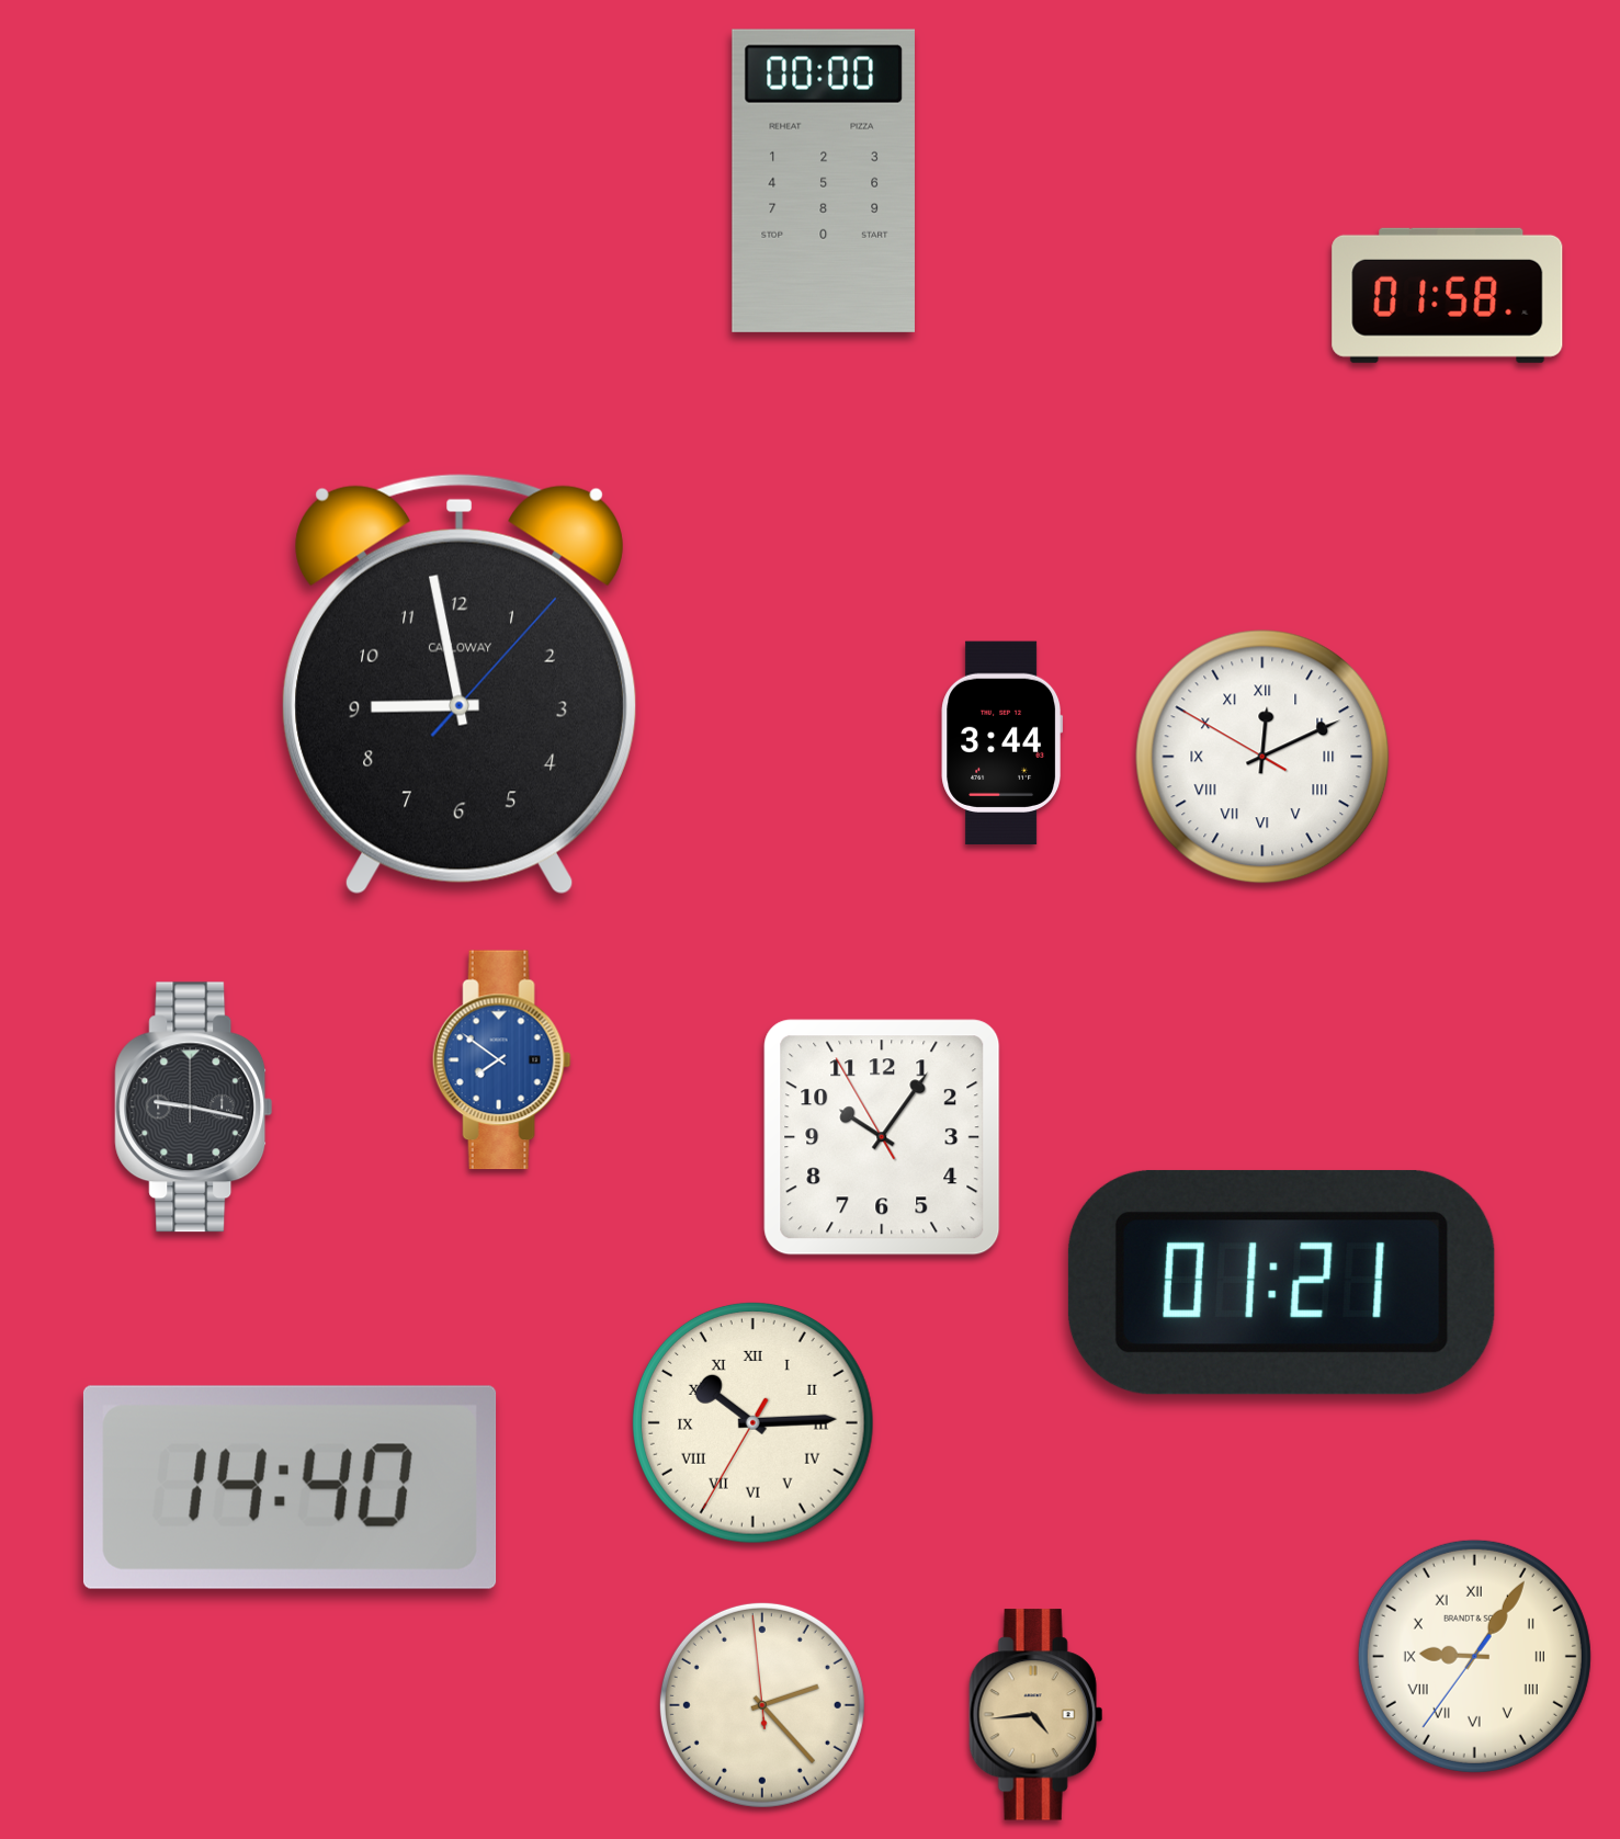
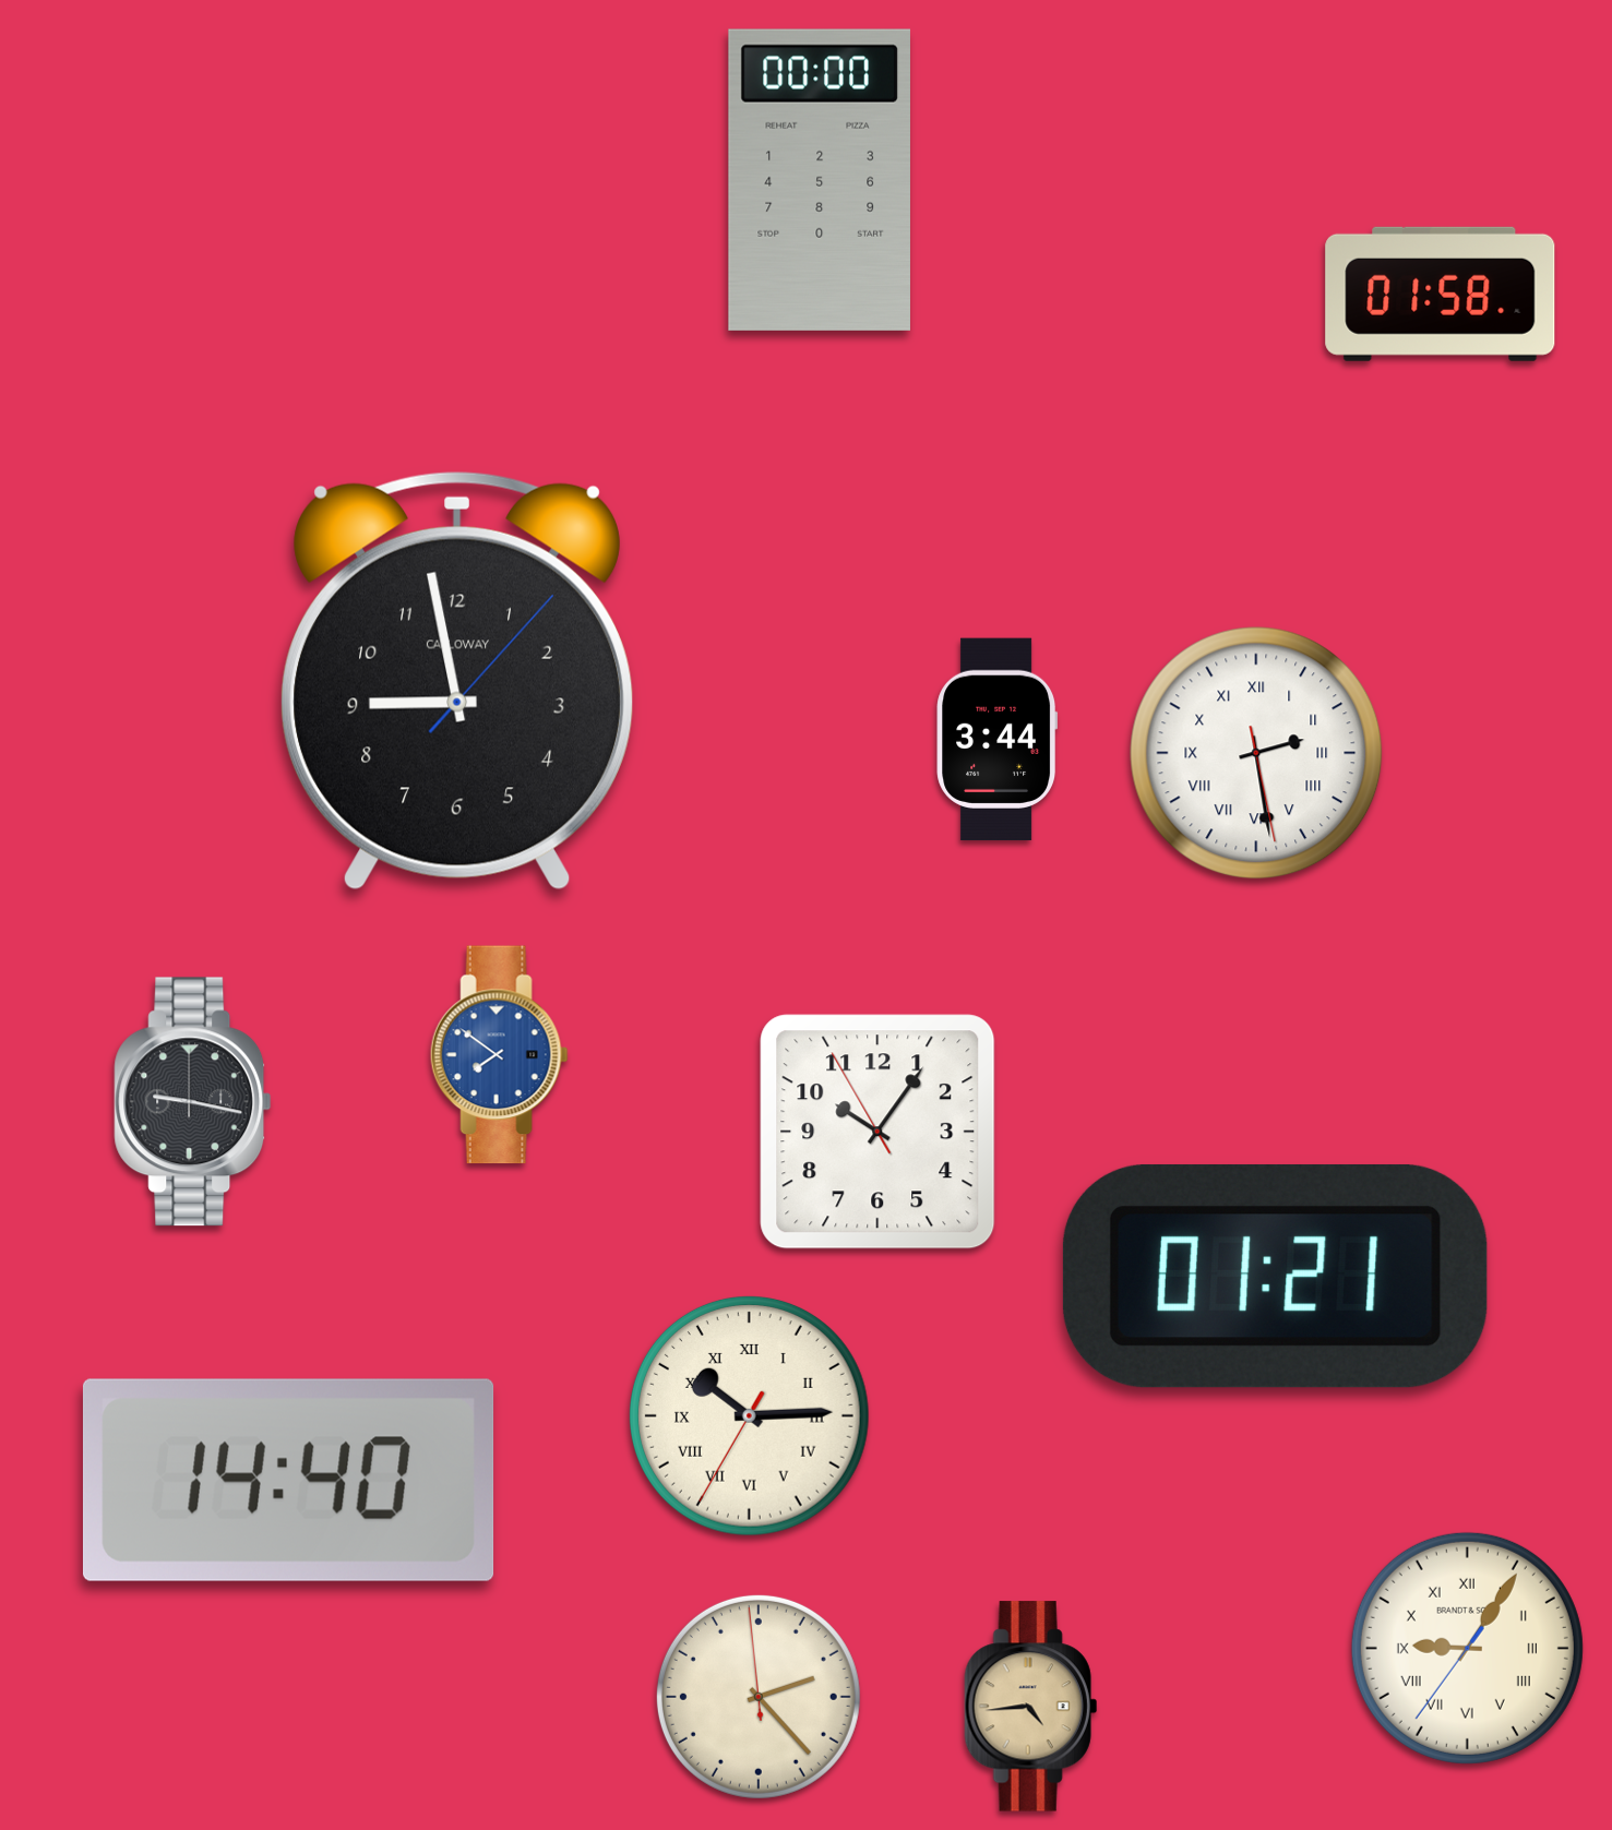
clock at (1262, 757): 12:10 -> 2:28
